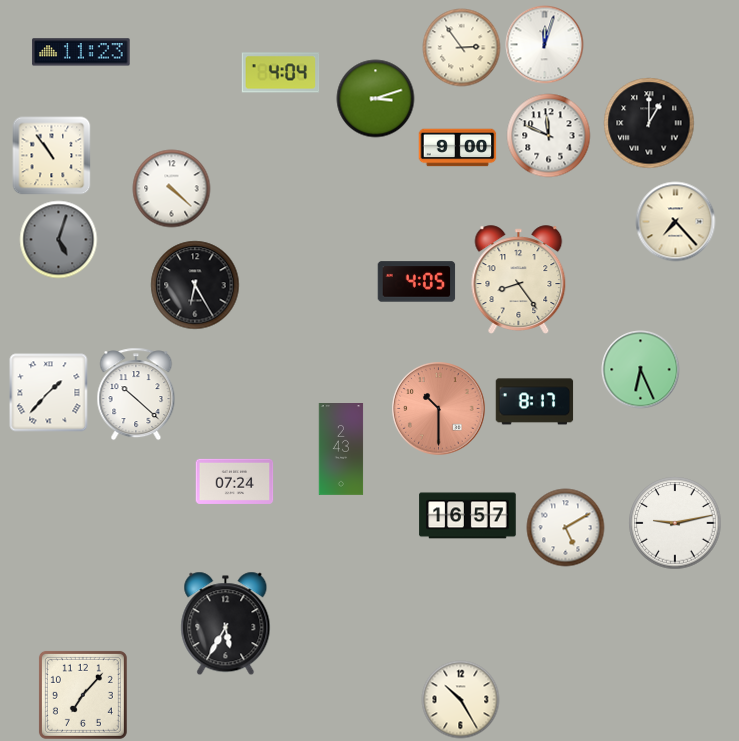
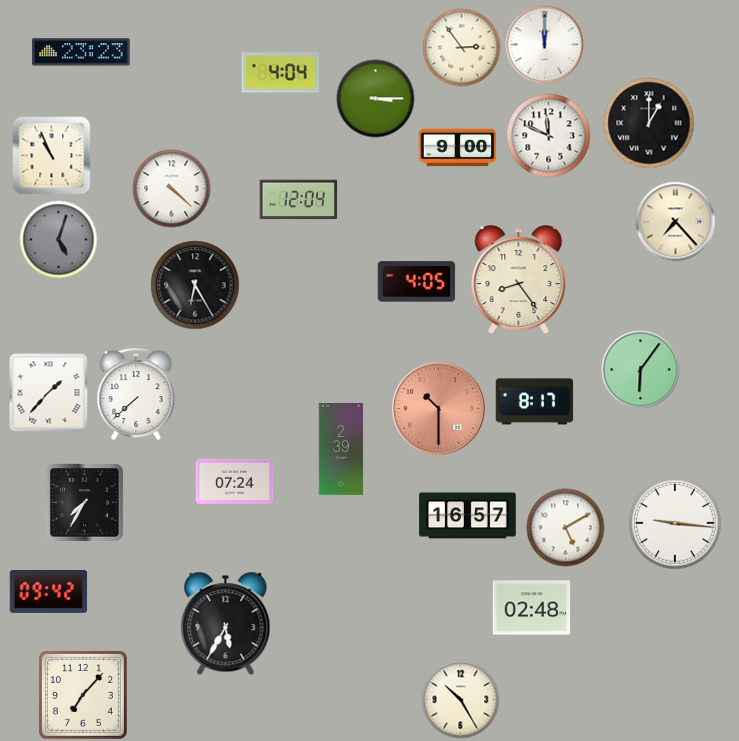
clock at (544, 44): 12:03 -> 12:00
clock at (81, 52): 11:23 -> 23:23
clock at (375, 98): 3:12 -> 3:15
clock at (51, 155): 10:54 -> 10:56
clock at (298, 200): none -> 12:04
clock at (640, 369): 6:26 -> 6:06
clock at (136, 394): 10:22 -> 7:38
clock at (341, 450): 2:43 -> 2:39
clock at (85, 503): none -> 7:35
clock at (675, 523): 9:13 -> 9:16
clock at (48, 591): none -> 09:42
clock at (531, 608): none -> 02:48
